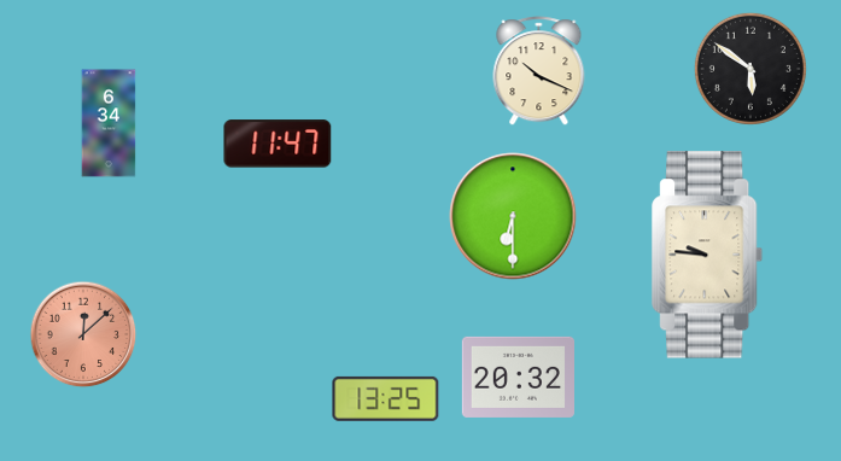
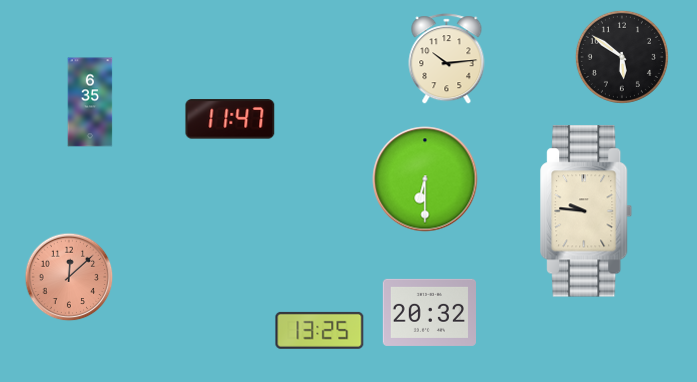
clock at (539, 71): 10:19 -> 10:14
clock at (109, 123): 6:34 -> 6:35
